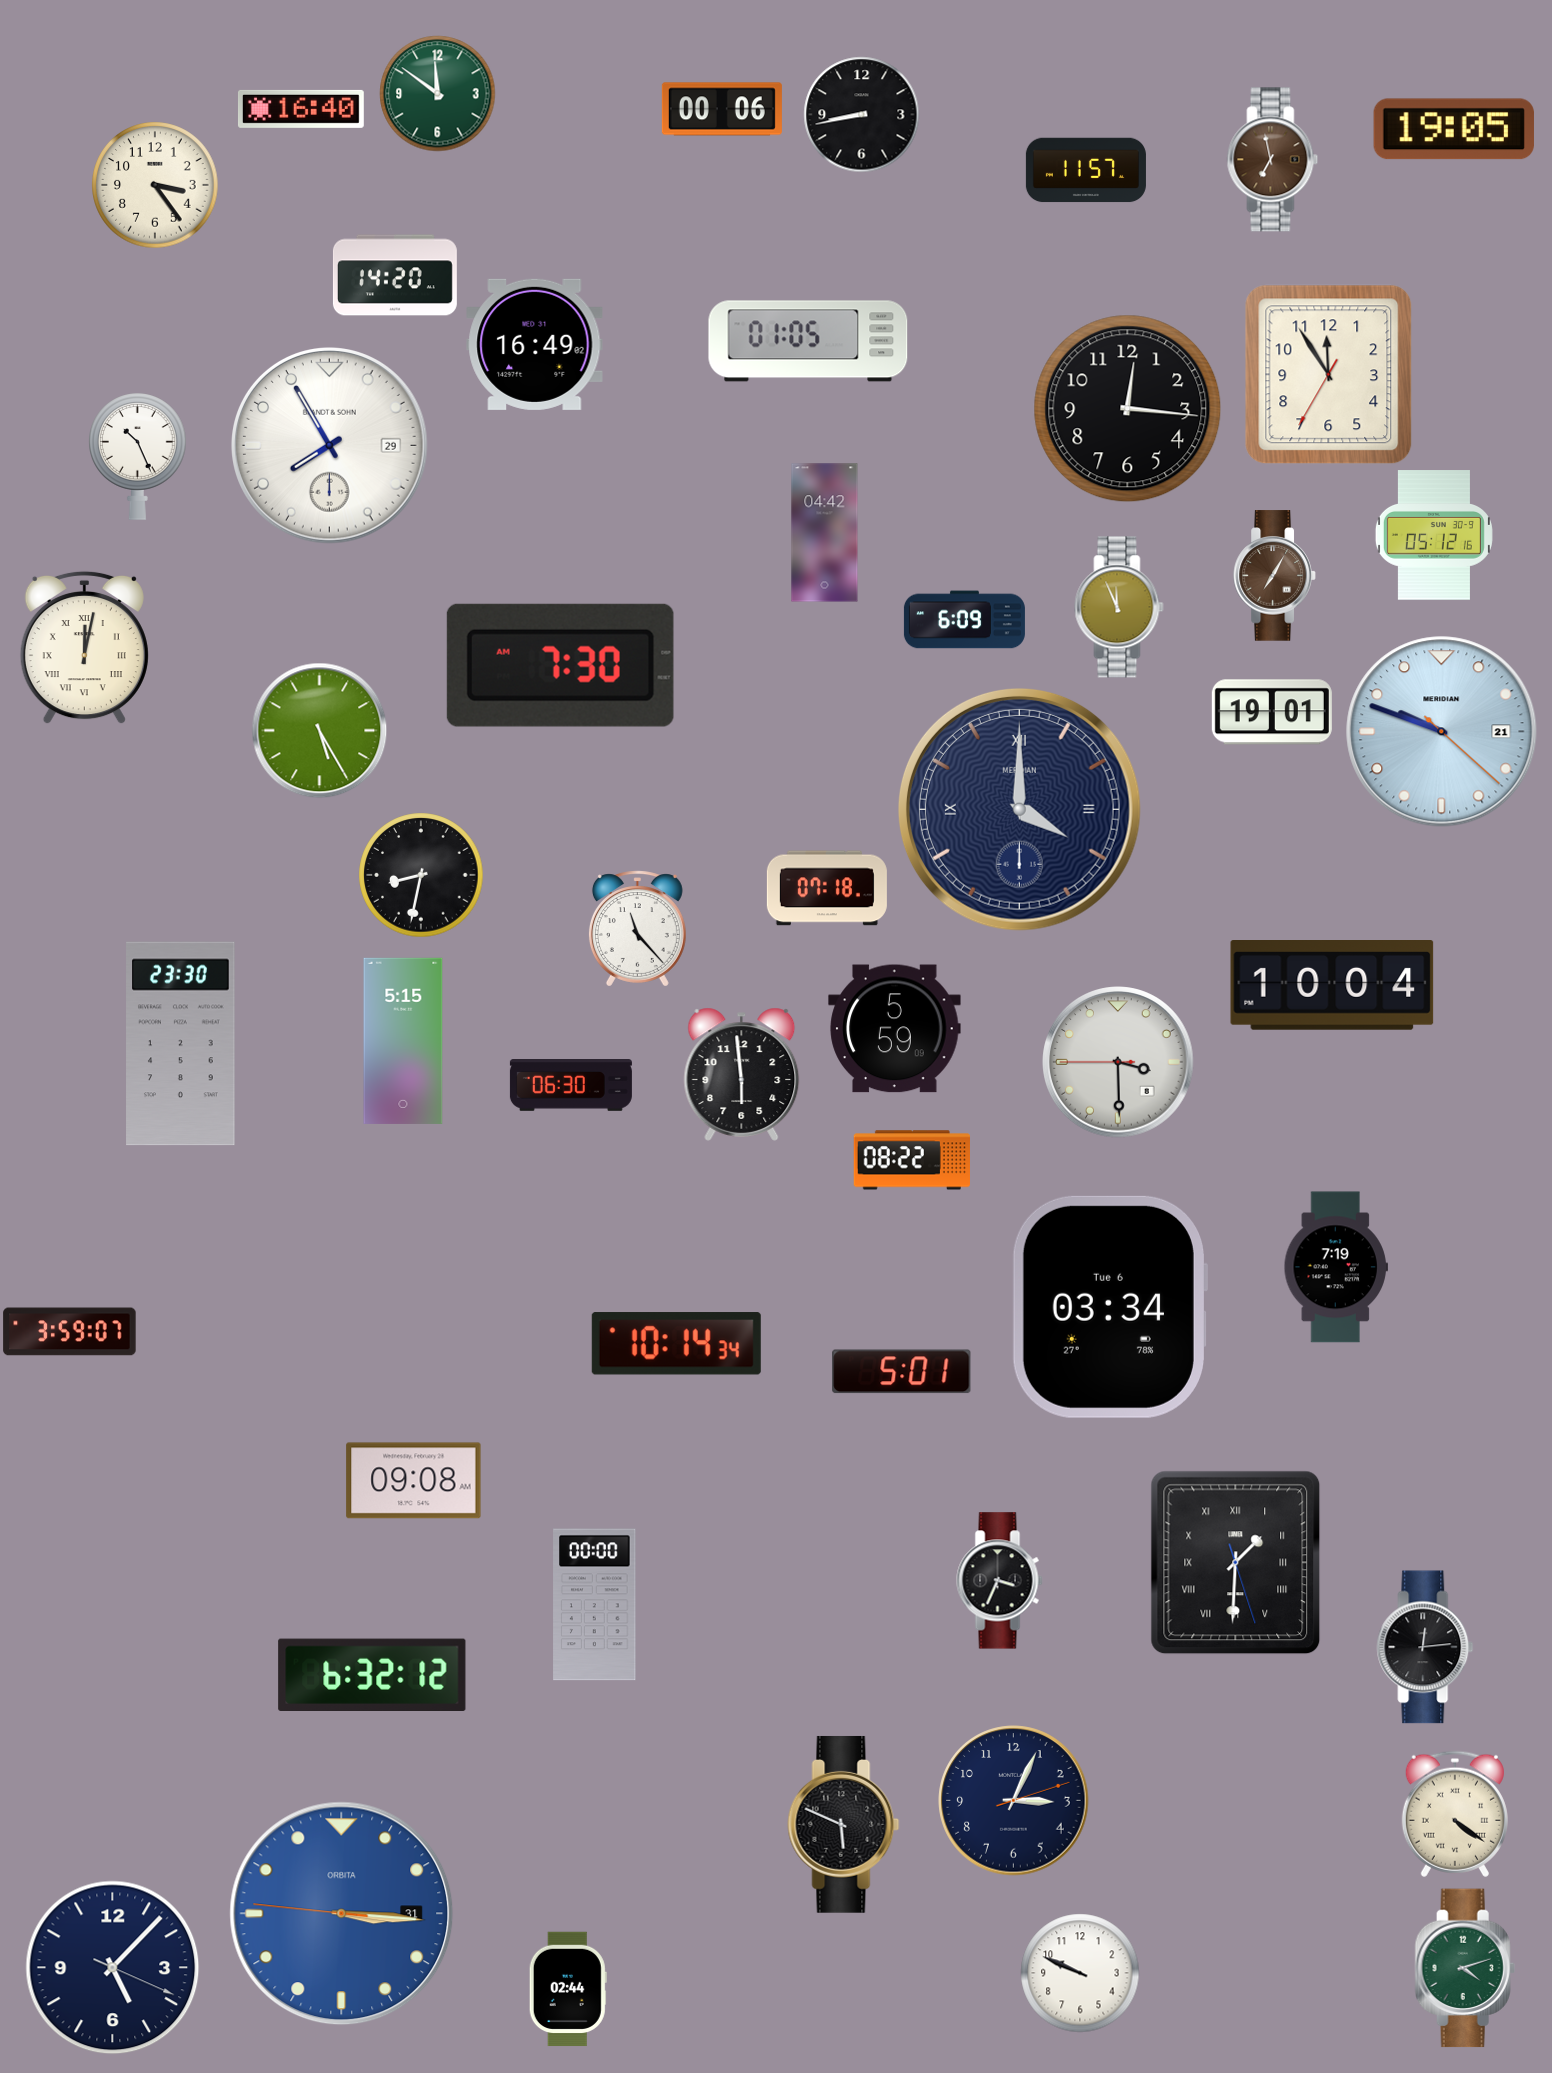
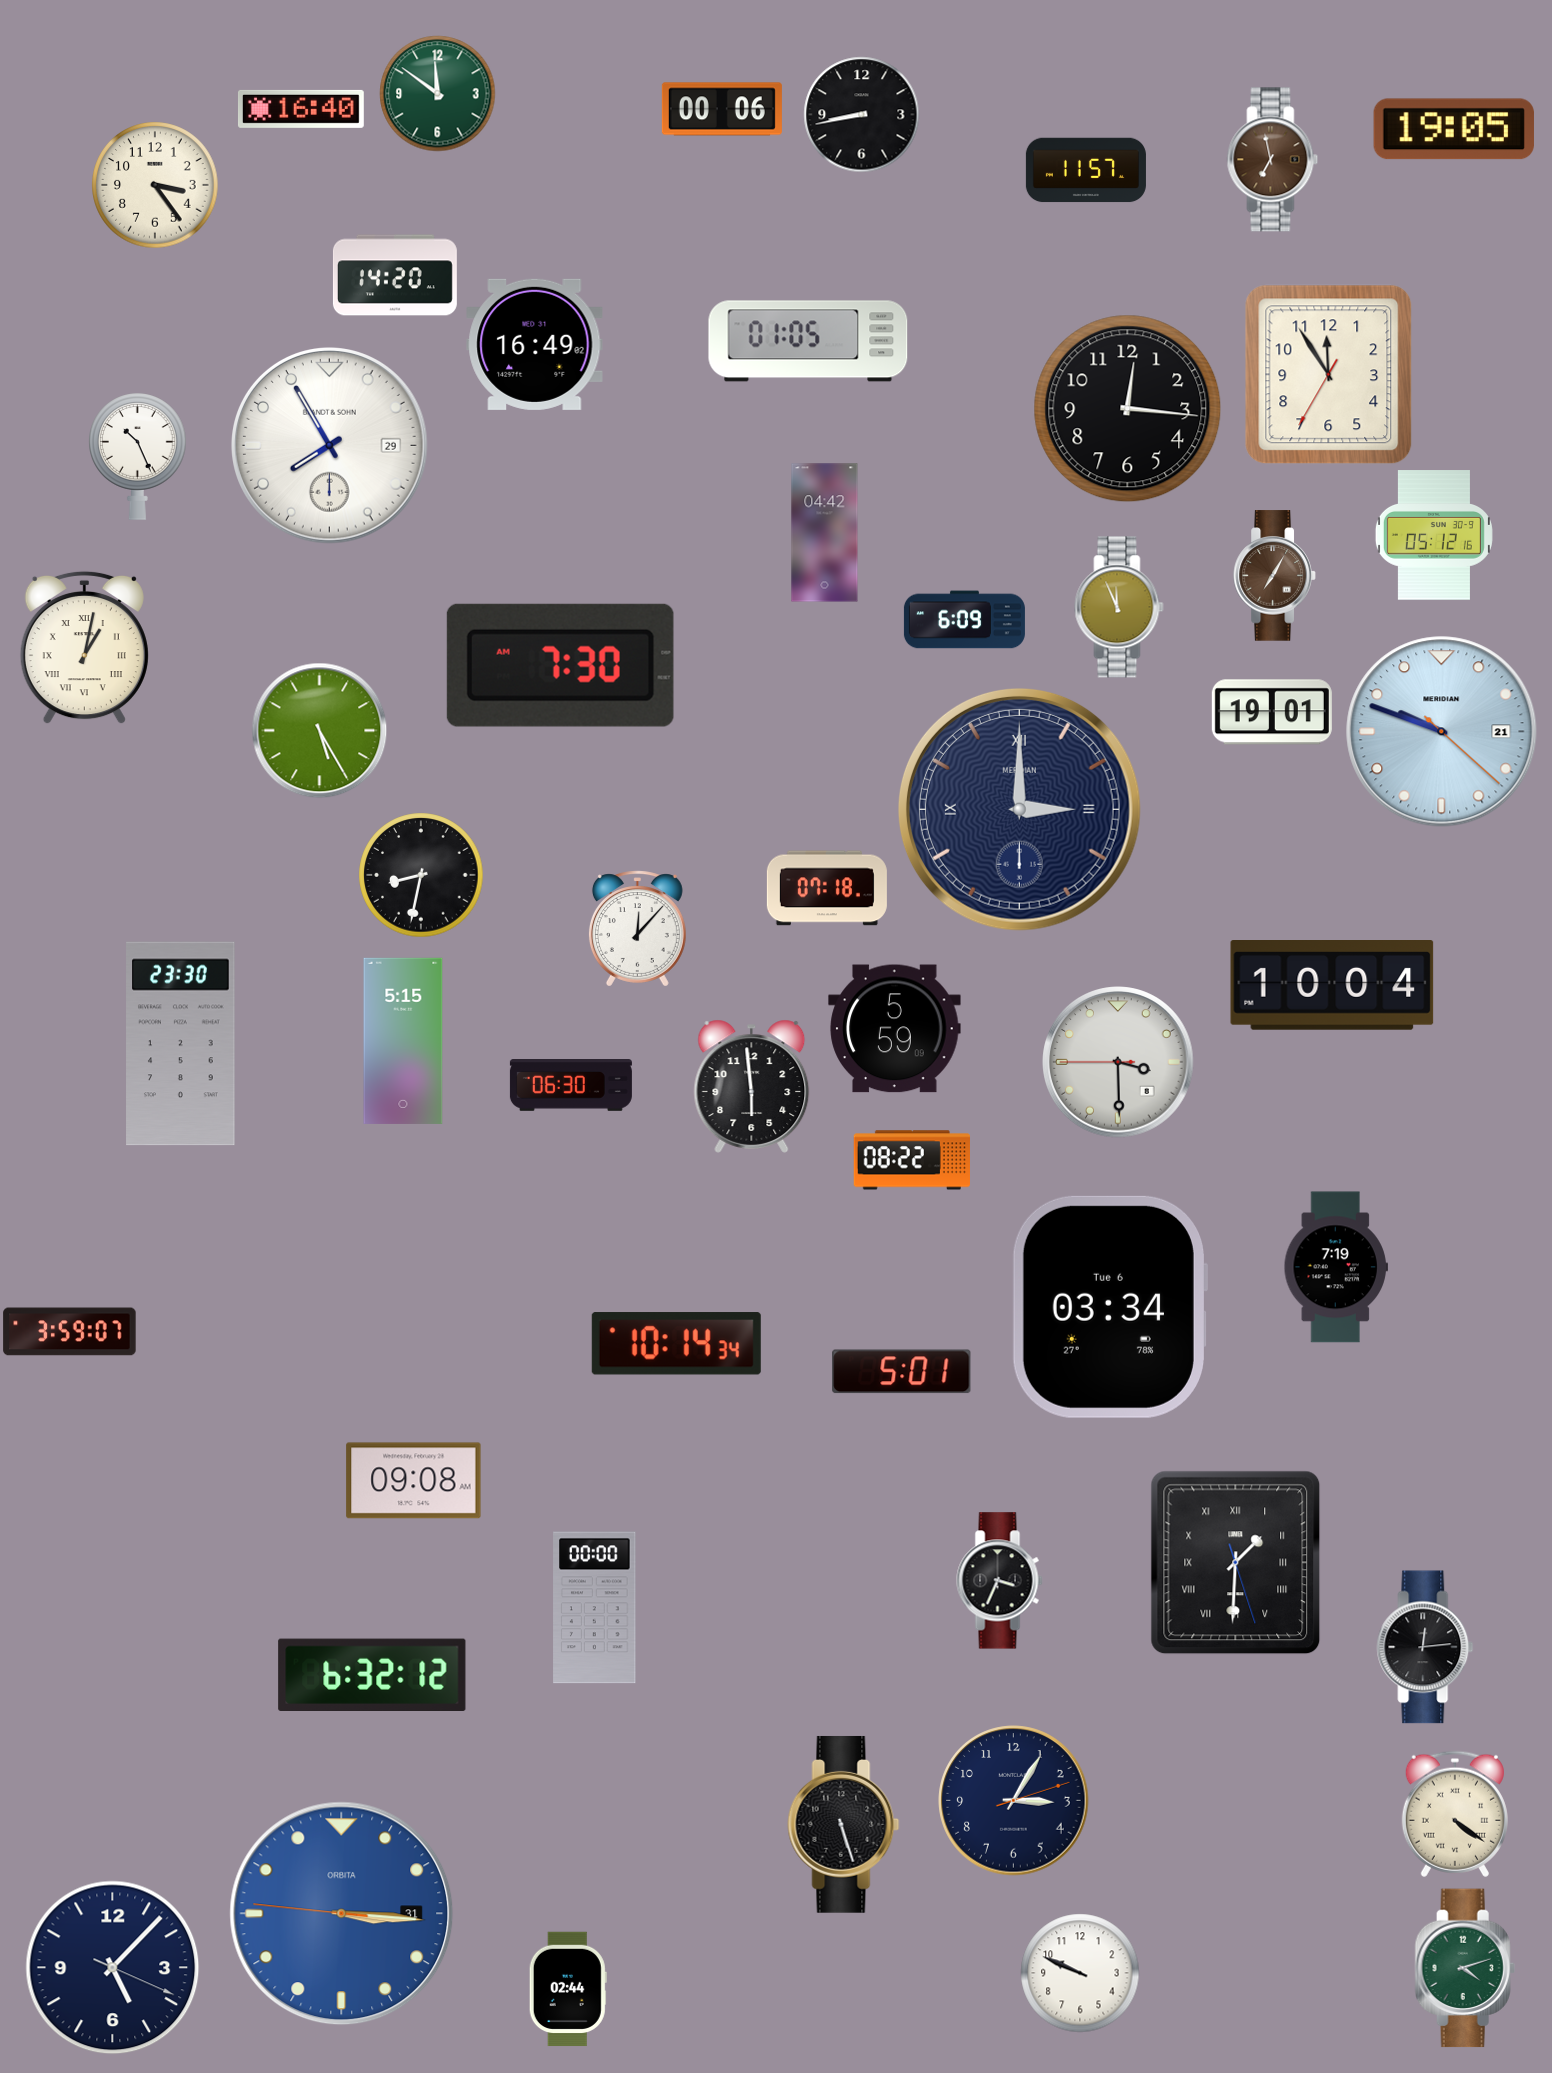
clock at (84, 648): 12:02 -> 1:02
clock at (1019, 809): 4:00 -> 3:00
clock at (637, 929): 11:23 -> 12:07
clock at (742, 1074) position: (742, 1074) -> (752, 1086)
clock at (595, 1605) position: (595, 1605) -> (595, 1608)
clock at (1014, 1801): 3:04 -> 3:05
clock at (844, 1824): 5:49 -> 5:27
